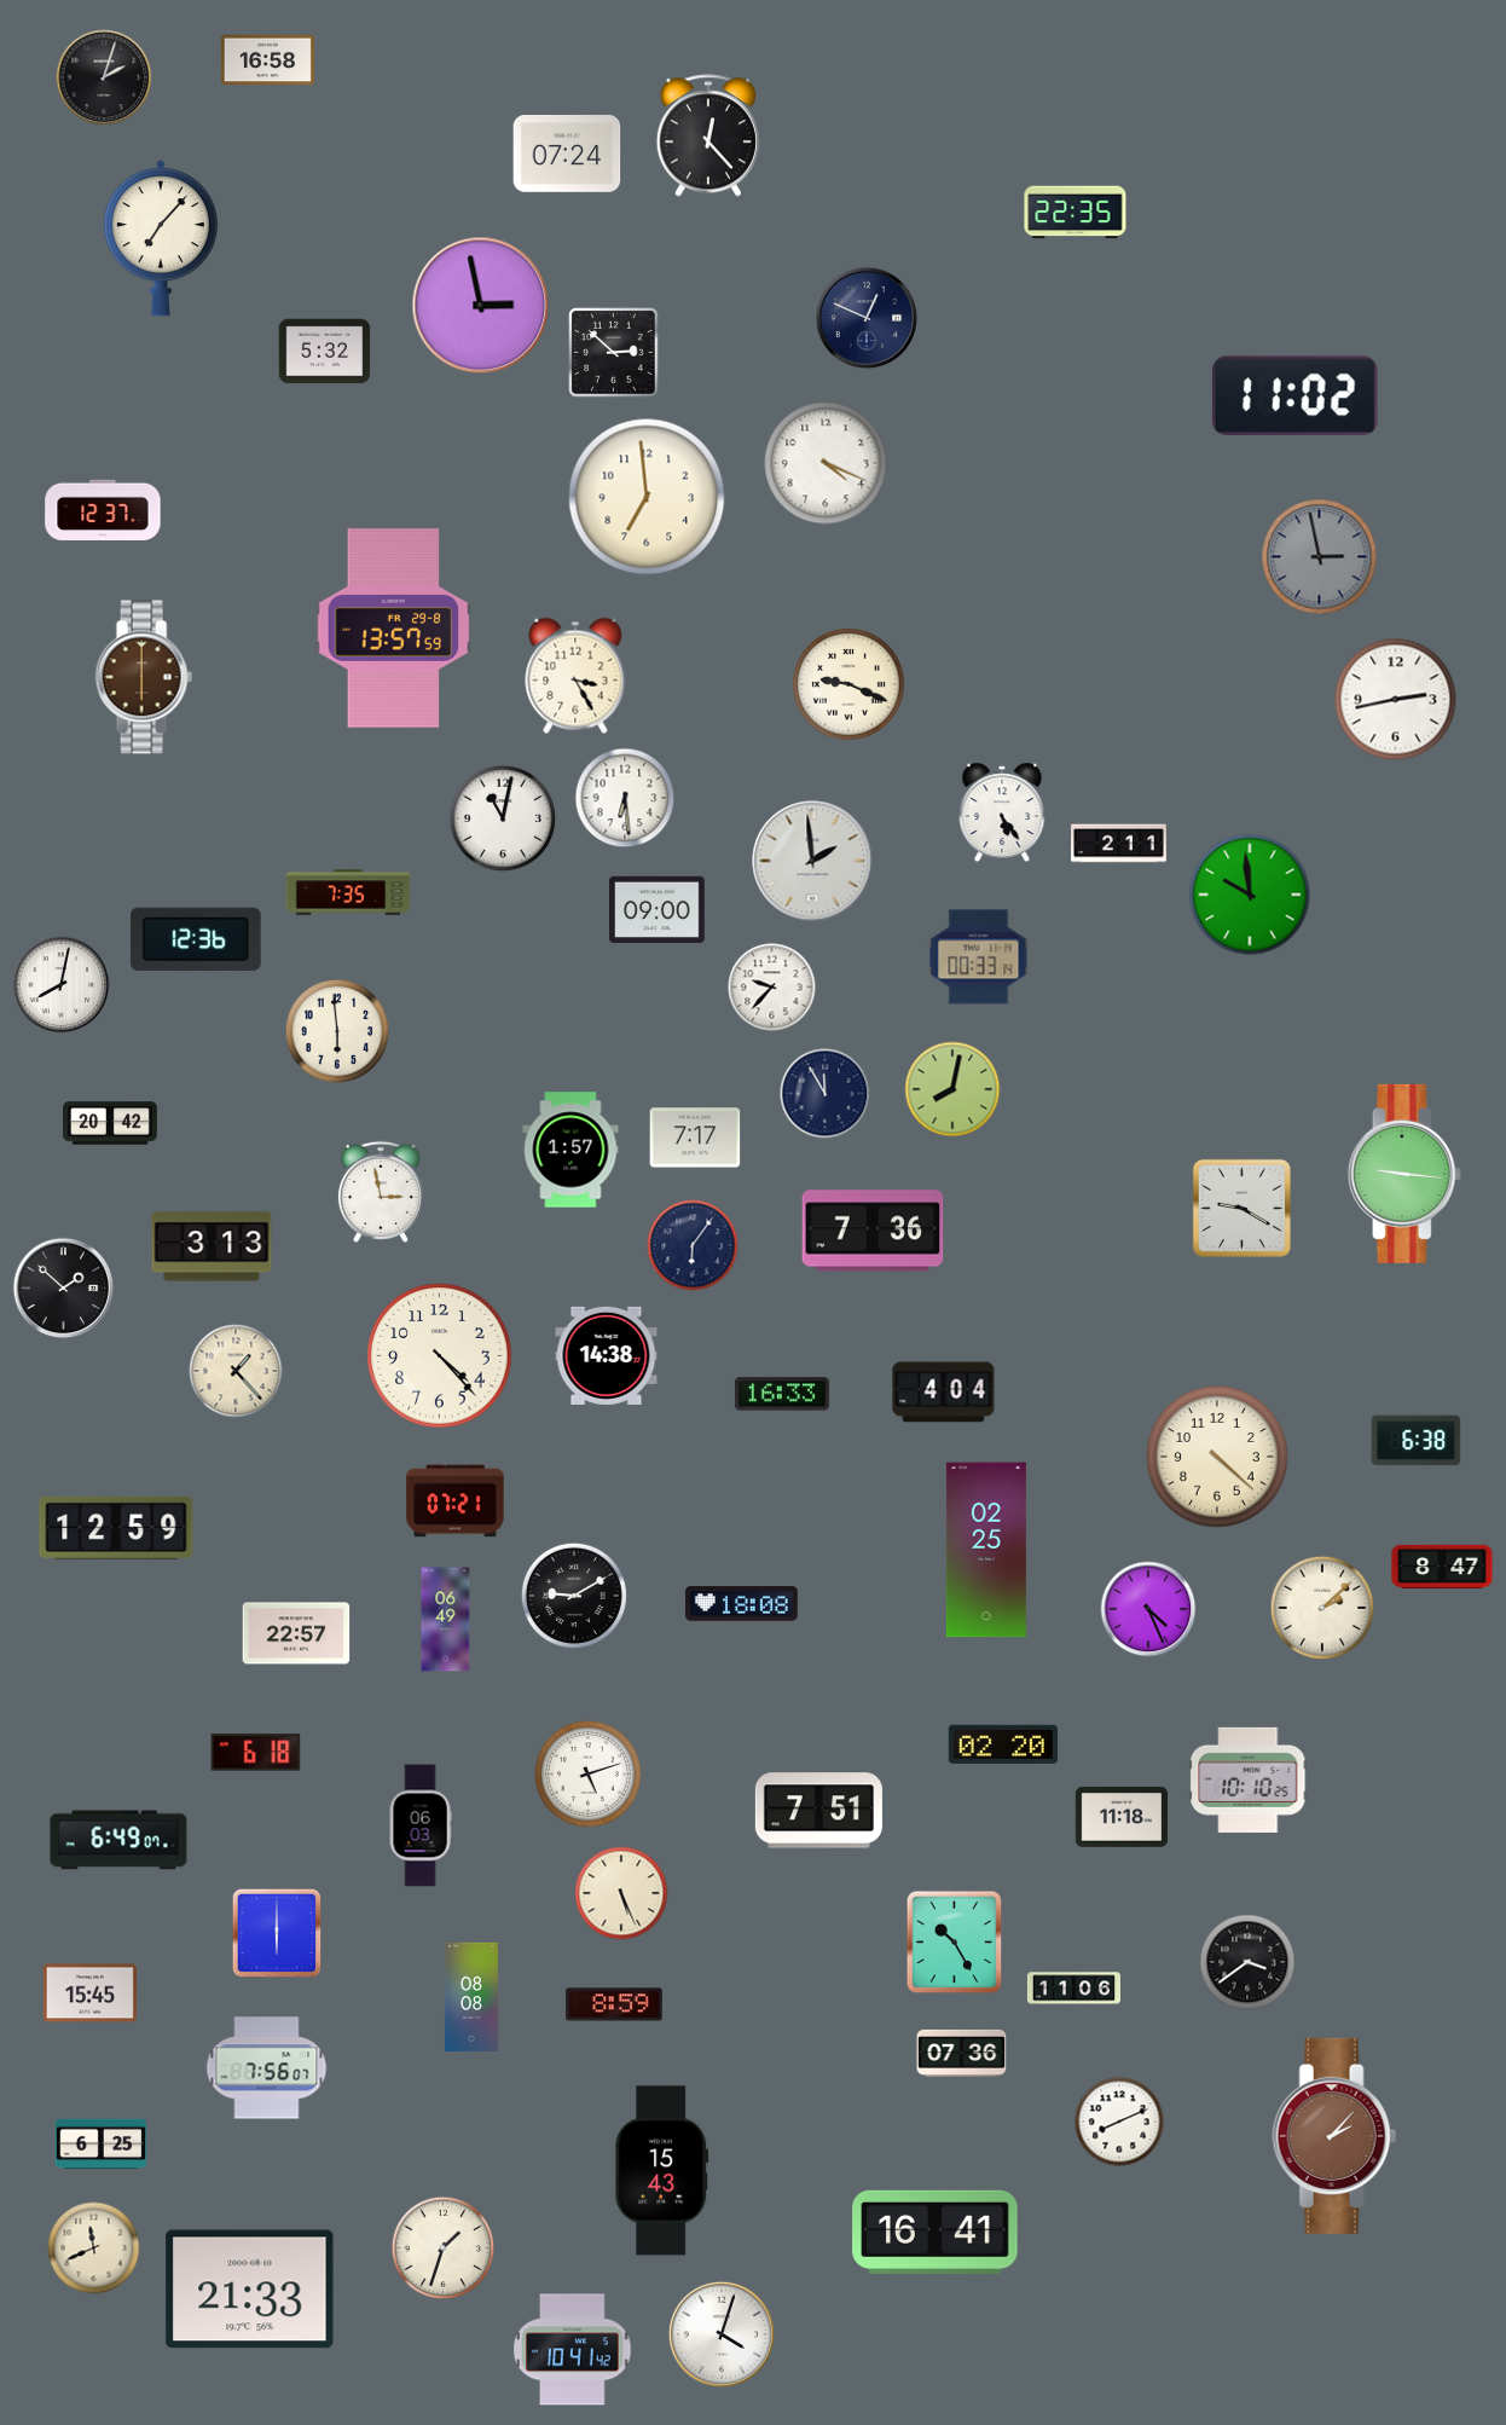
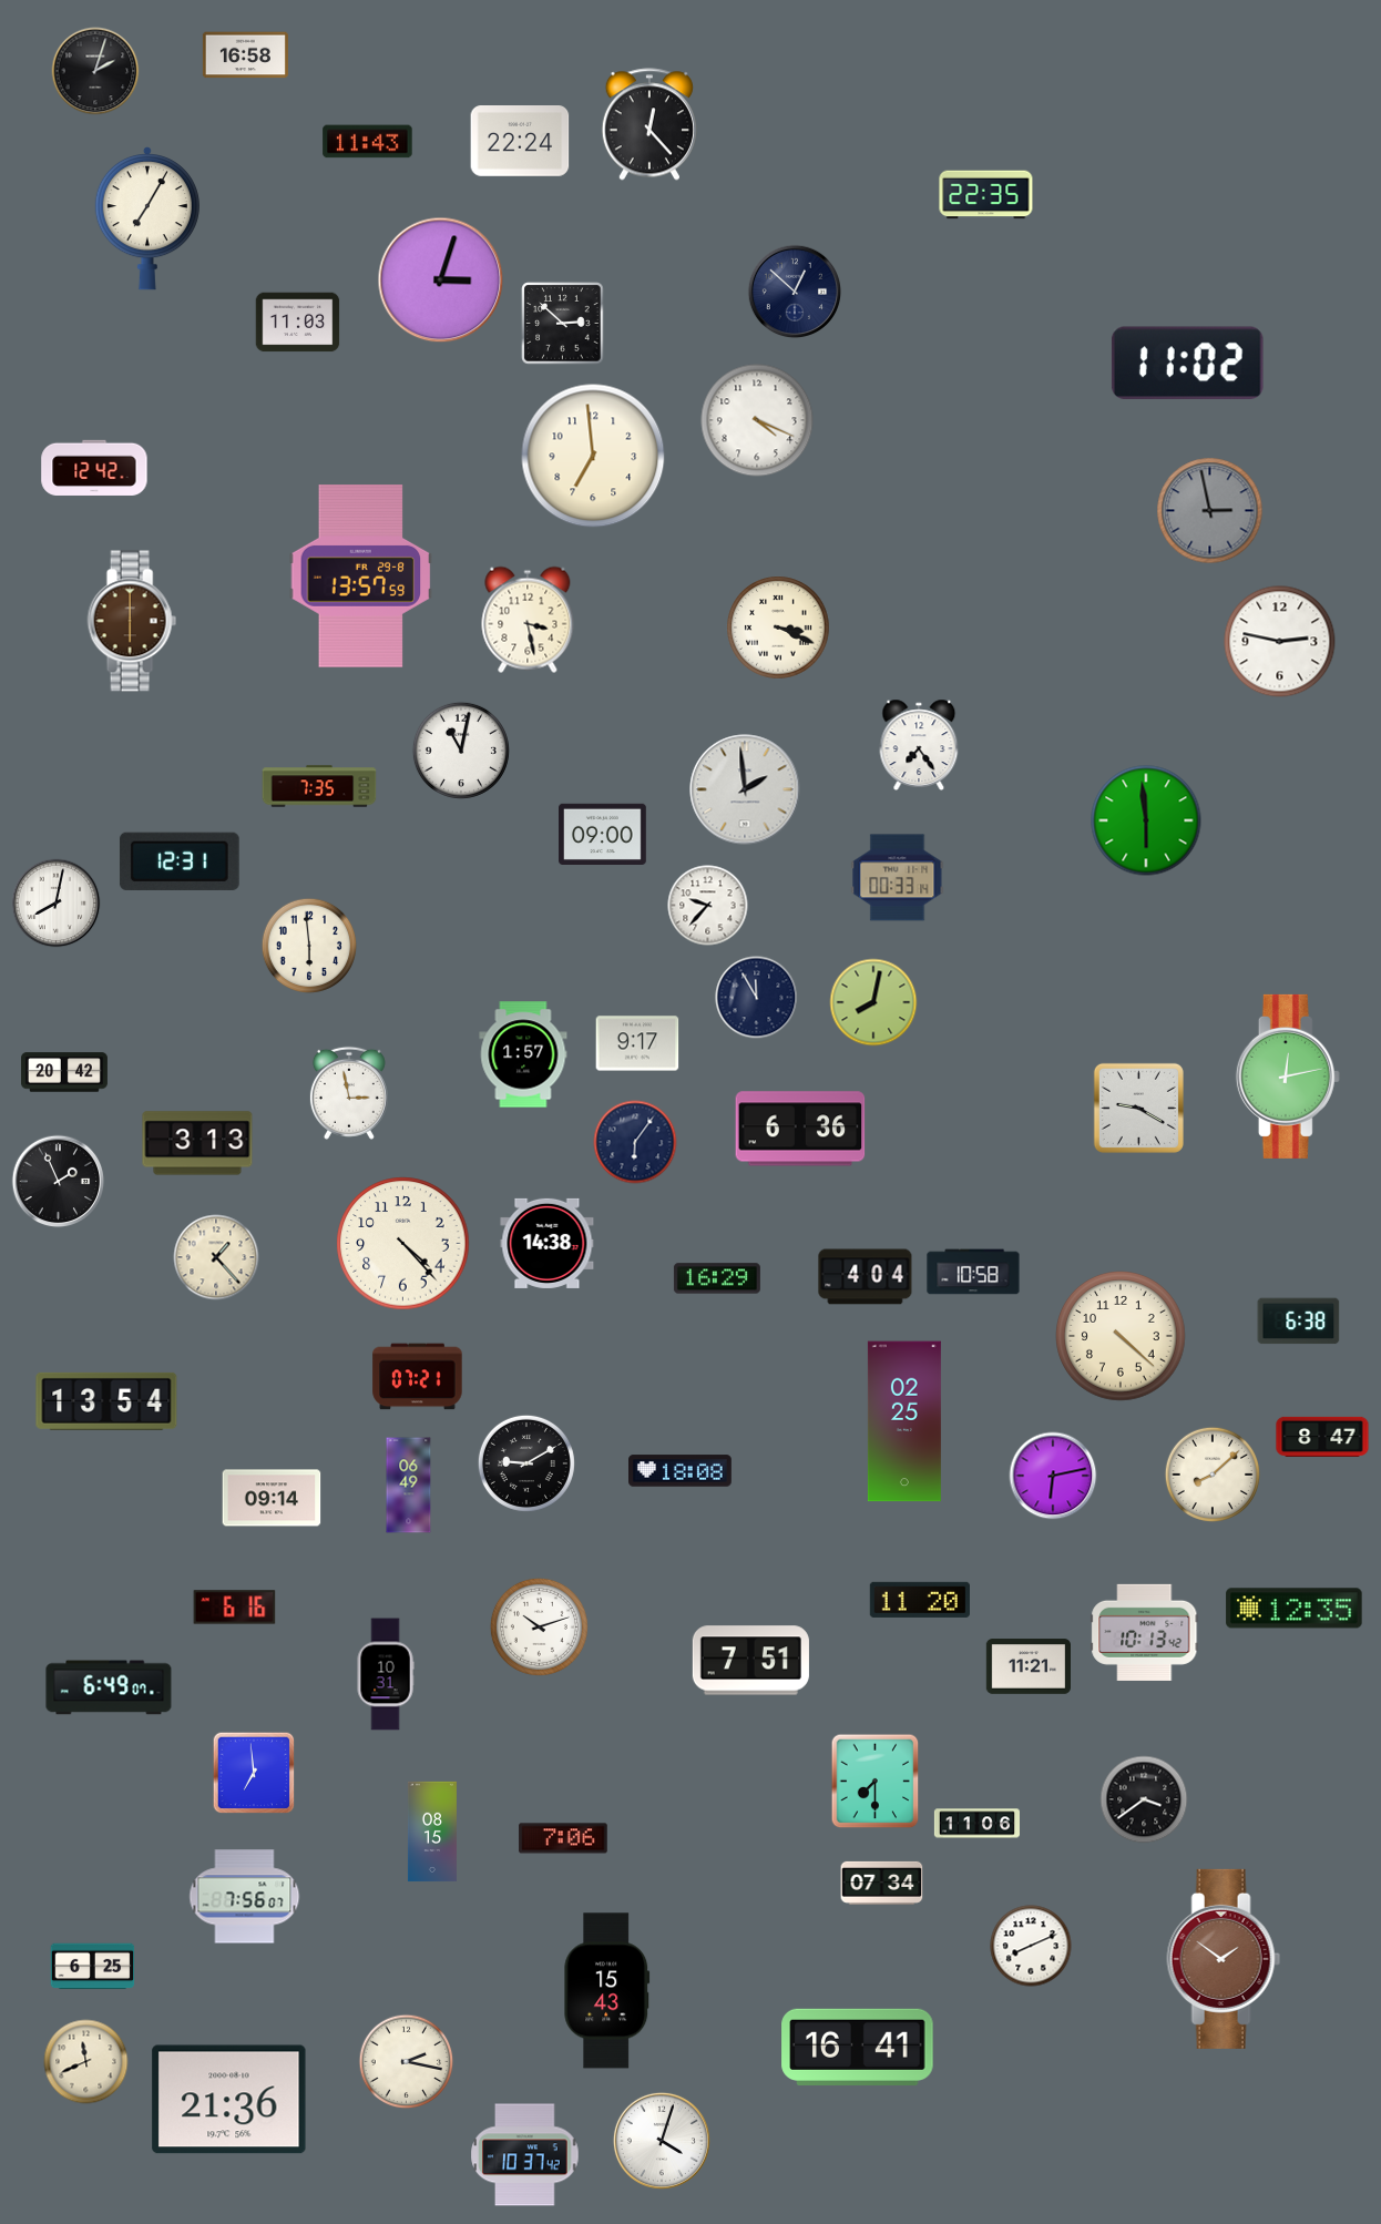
clock at (368, 142): none -> 11:43
clock at (567, 155): 07:24 -> 22:24
clock at (161, 239): 7:07 -> 7:05
clock at (481, 306): 2:58 -> 3:03
clock at (867, 318): 12:49 -> 12:52
clock at (325, 352): 5:32 -> 11:03
clock at (826, 463) position: (826, 463) -> (757, 420)
clock at (103, 509): 12:37 -> 12:42
clock at (575, 676): 3:25 -> 3:28
clock at (848, 684): 9:19 -> 3:19
clock at (1396, 700): 2:43 -> 2:47
clock at (625, 798): 6:29 -> none
clock at (1002, 811): 5:24 -> 7:24
clock at (1119, 844): 2:11 -> none
clock at (348, 892) position: (348, 892) -> (319, 786)
clock at (1250, 895): 9:59 -> 5:59
clock at (196, 939): 12:36 -> 12:31
clock at (952, 1089) position: (952, 1089) -> (873, 1002)
clock at (826, 1094) position: (826, 1094) -> (757, 998)
clock at (110, 1123) position: (110, 1123) -> (64, 1072)
clock at (695, 1138): 7:17 -> 9:17
clock at (1404, 1174): 9:16 -> 12:13
clock at (873, 1231): 7:36 -> 6:36
clock at (212, 1246) position: (212, 1246) -> (197, 1143)
clock at (64, 1289): 1:52 -> 1:56
clock at (607, 1355) position: (607, 1355) -> (548, 1243)
clock at (973, 1272): none -> 10:58
clock at (782, 1394): 16:33 -> 16:29
clock at (1217, 1457) position: (1217, 1457) -> (1121, 1336)
clock at (116, 1528): 12:59 -> 13:54
clock at (1322, 1608): 2:08 -> 8:08
clock at (1148, 1609): 4:26 -> 6:13
clock at (296, 1633): 22:57 -> 09:14
clock at (1003, 1744): 02:20 -> 11:20
clock at (256, 1753): 6:18 -> 6:16
clock at (1295, 1609): none -> 12:35
clock at (587, 1773): 5:12 -> 10:12
clock at (1249, 1779): 10:10 -> 10:13
clock at (1120, 1817): 11:18 -> 11:21
clock at (421, 1825): 06:03 -> 10:31
clock at (621, 1893): 5:26 -> none
clock at (277, 1933): 6:00 -> 6:59
clock at (955, 1943): 10:25 -> 7:30
clock at (1073, 1989) position: (1073, 1989) -> (976, 1824)
clock at (89, 1993): 15:45 -> none
clock at (471, 1997): 08:08 -> 08:15
clock at (614, 2004): 8:59 -> 7:06
clock at (962, 2053): 07:36 -> 07:34
clock at (1119, 2122) position: (1119, 2122) -> (1031, 1946)
clock at (1334, 2136): 2:07 -> 1:51
clock at (444, 2249): 1:33 -> 2:17
clock at (250, 2290): 21:33 -> 21:36
clock at (573, 2350): 10:41 -> 10:37
